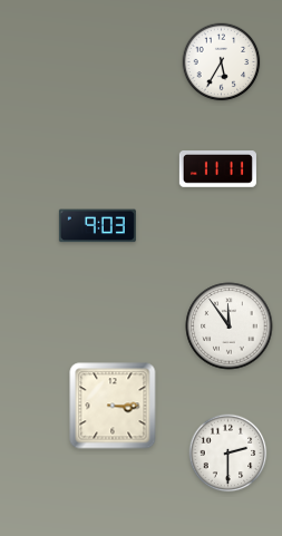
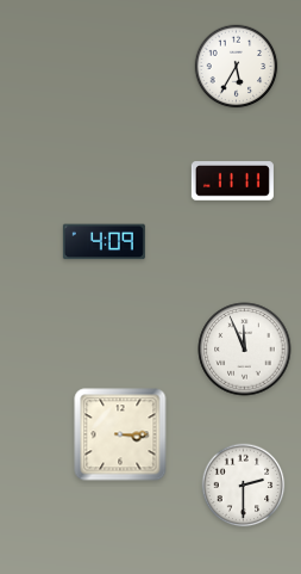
clock at (97, 226): 9:03 -> 4:09
clock at (230, 327): 11:54 -> 11:56
